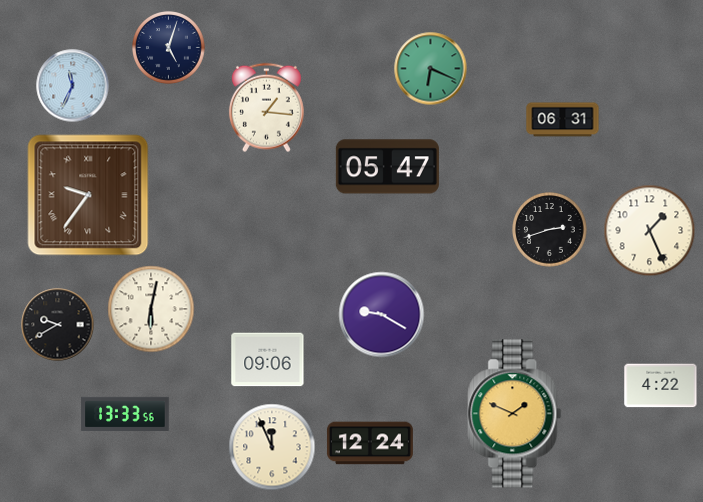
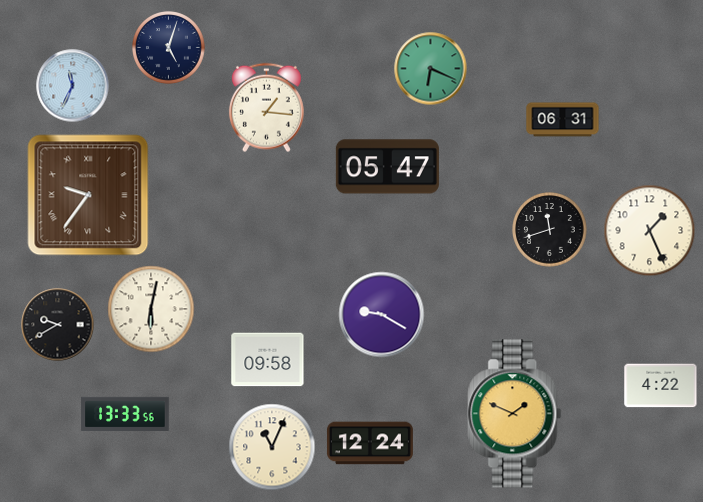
clock at (550, 230): 2:42 -> 11:42
clock at (268, 360): 09:06 -> 09:58
clock at (272, 447): 11:56 -> 11:04
